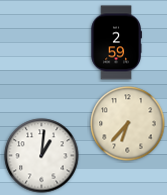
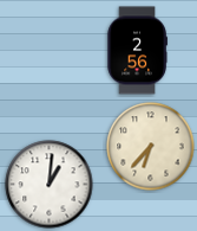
clock at (116, 43): 2:59 -> 2:56
